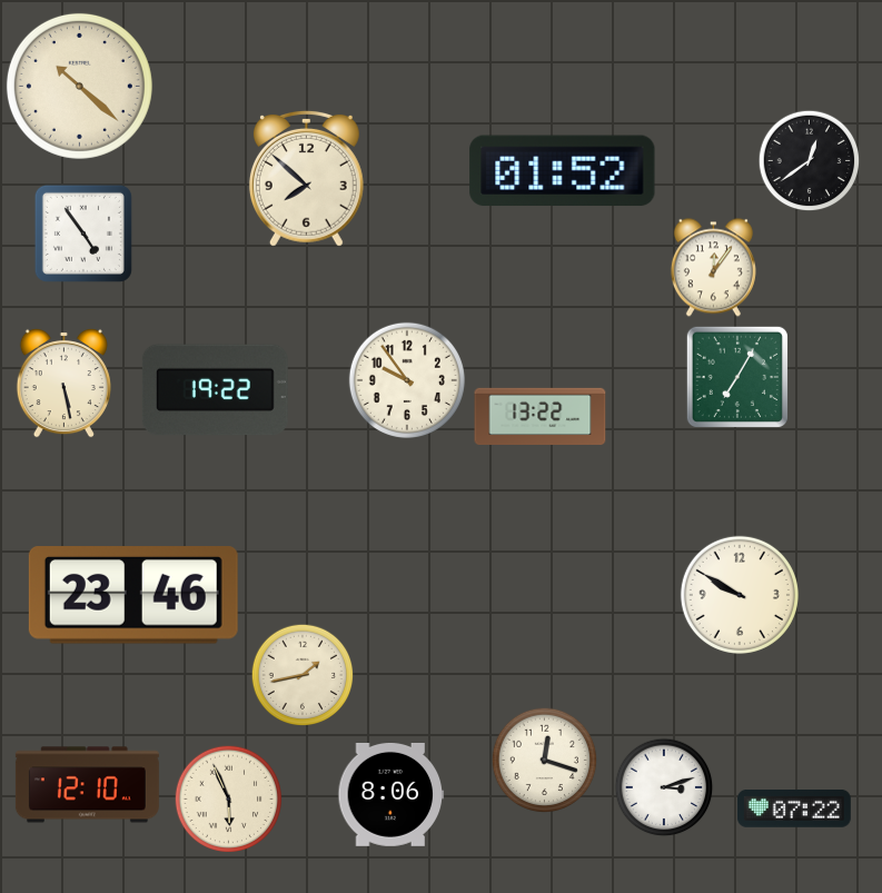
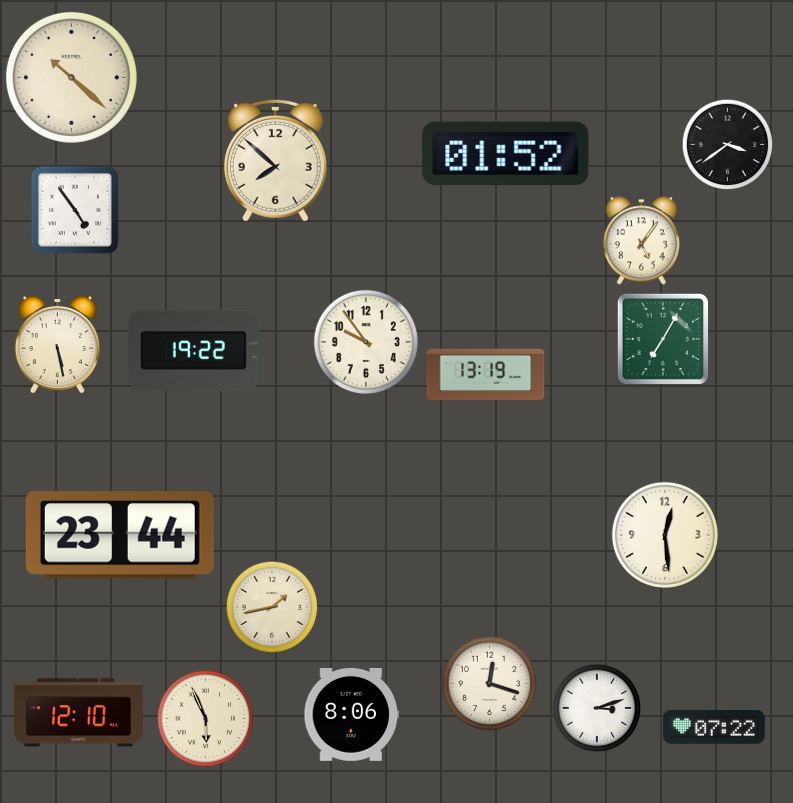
clock at (810, 161): 12:39 -> 3:39
clock at (713, 268): 12:06 -> 5:06
clock at (541, 416): 13:22 -> 13:19
clock at (740, 595): 9:50 -> 12:29
clock at (133, 596): 23:46 -> 23:44
clock at (87, 785) position: (87, 785) -> (78, 713)
